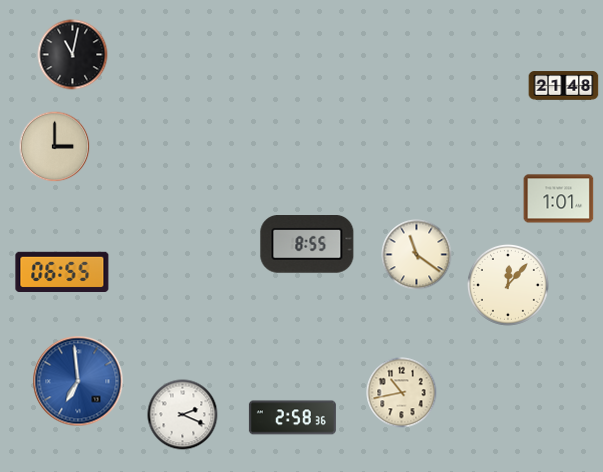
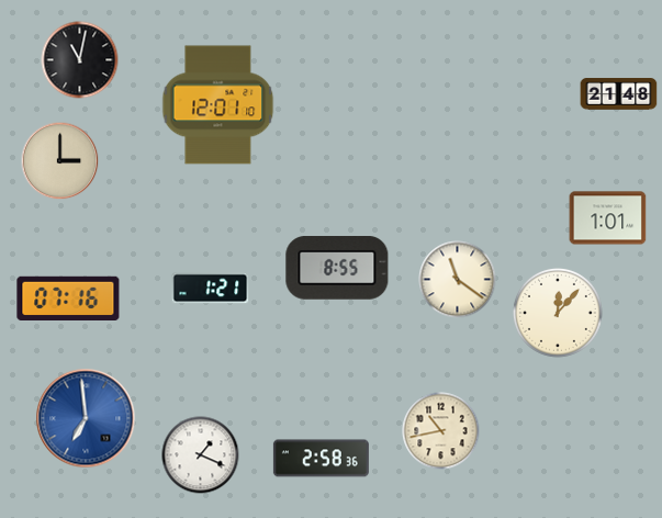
clock at (218, 105): none -> 12:01
clock at (559, 199) position: (559, 199) -> (608, 218)
clock at (211, 289): none -> 1:21
clock at (62, 271): 06:55 -> 07:16
clock at (183, 415): 2:19 -> 1:19
